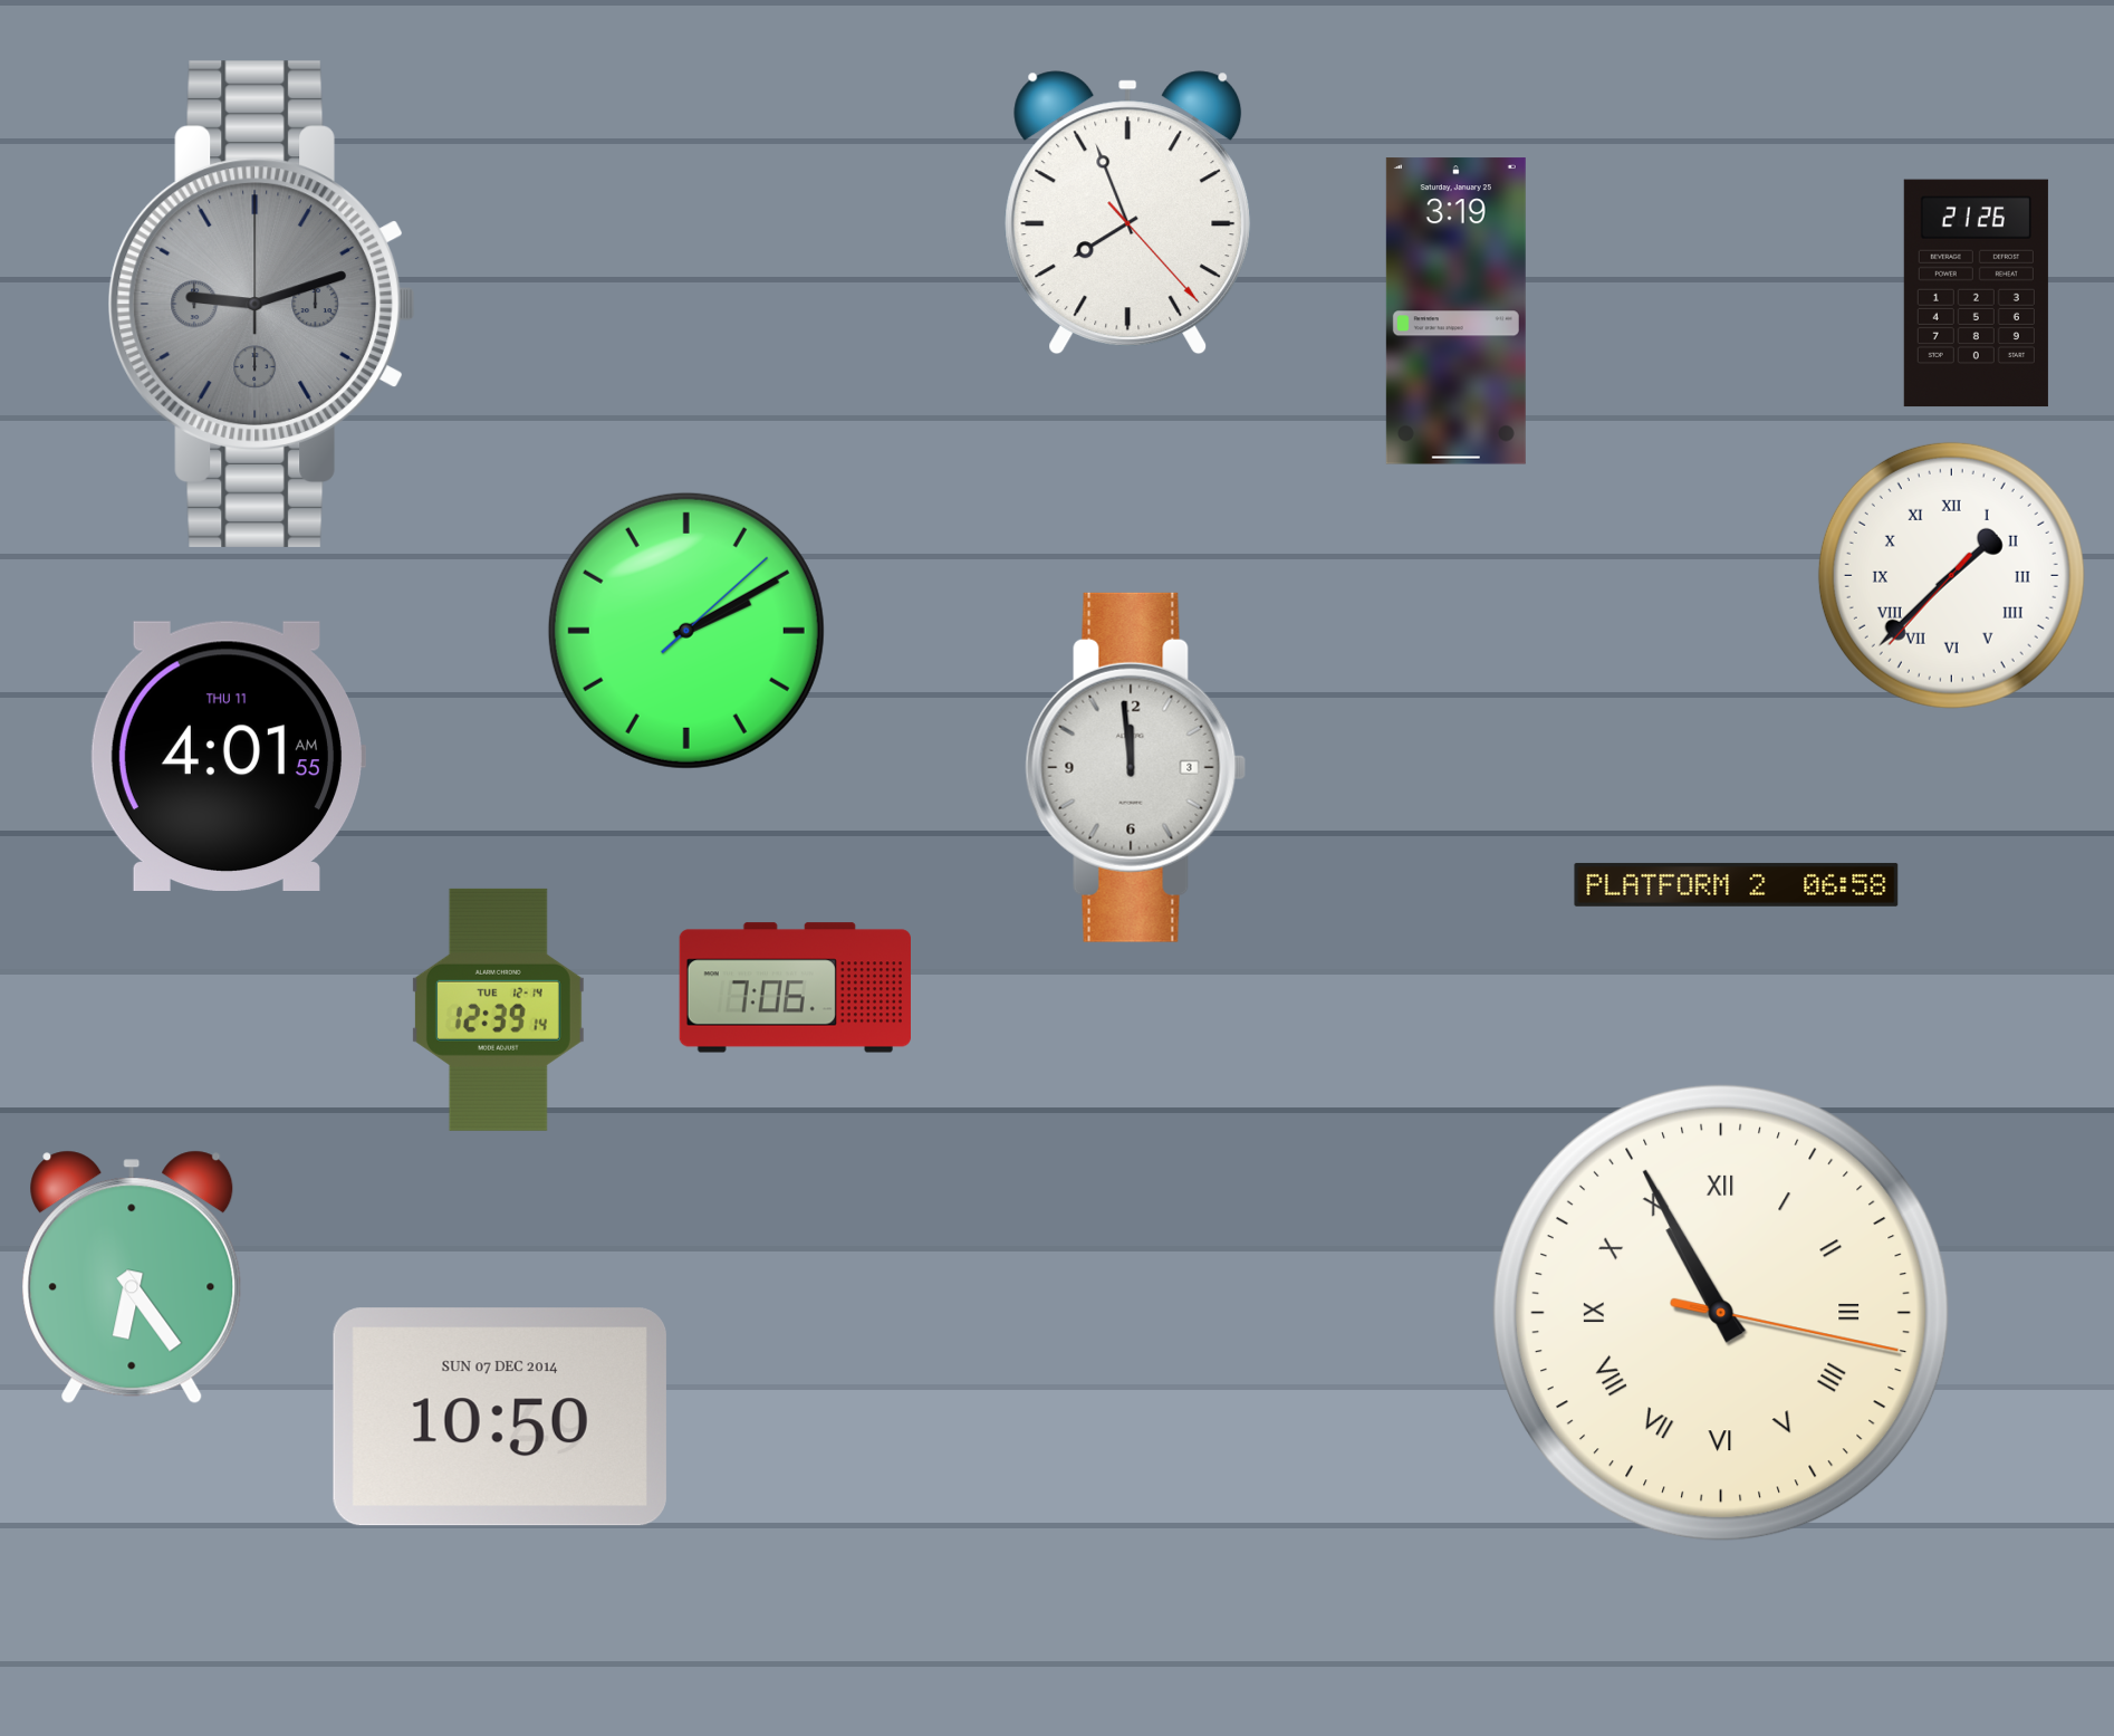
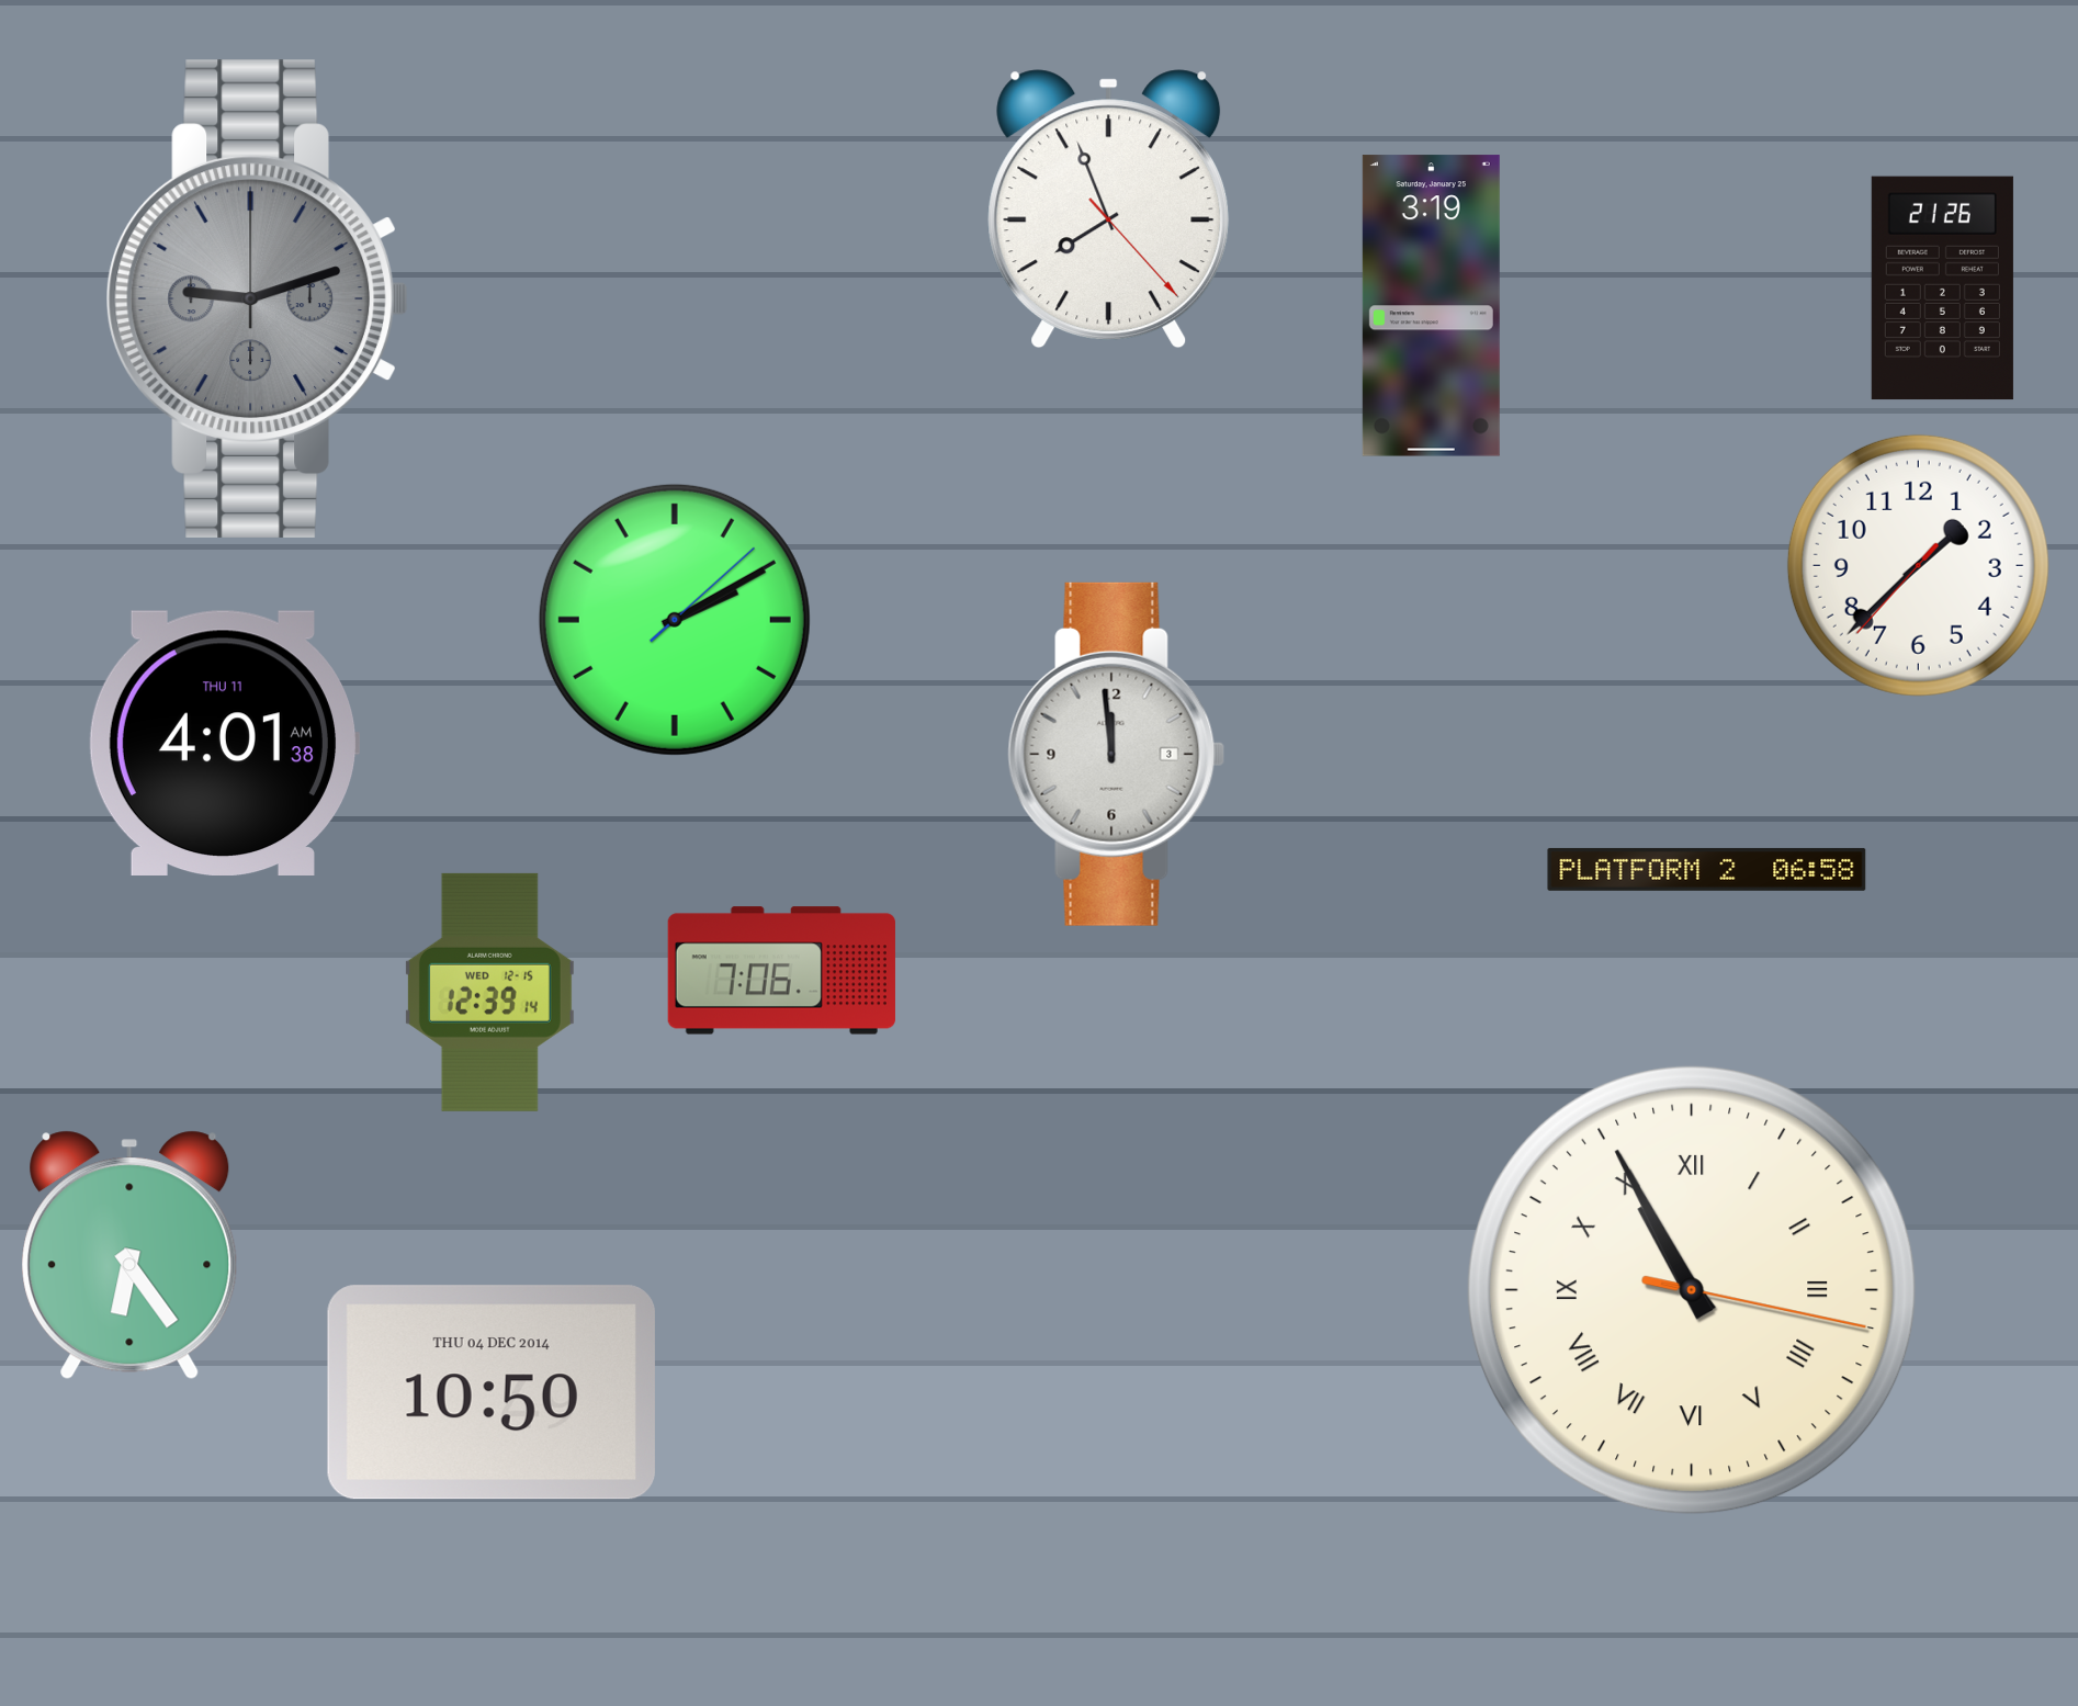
clock at (1951, 575) numerals: Roman -> Arabic
clock at (228, 756): 4:01:55 AM -> 4:01:38 AM
clock at (498, 1009) date: TUE 12-14 -> WED 12-15
clock at (500, 1417) date: SUN 07 DEC 2014 -> THU 04 DEC 2014
